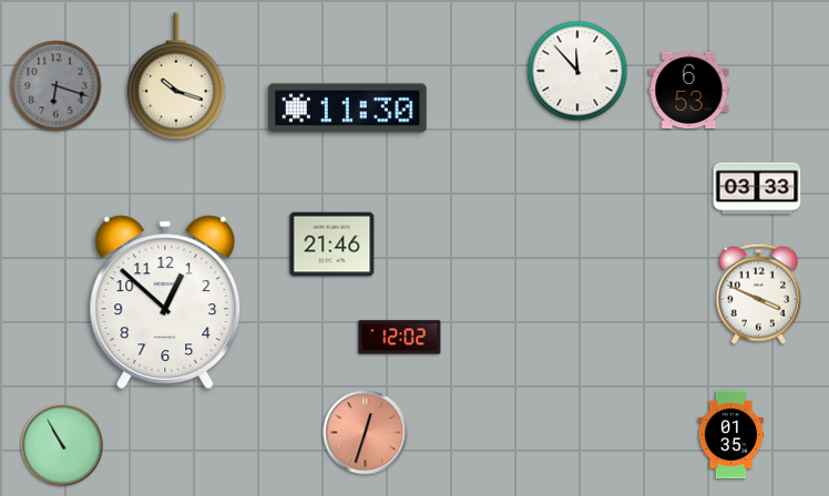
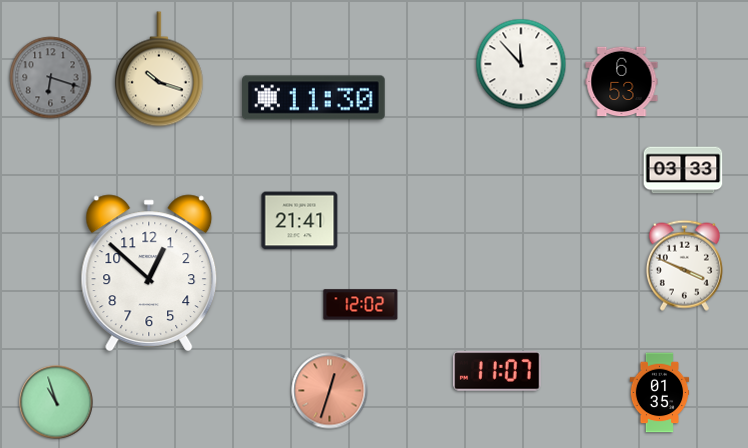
clock at (332, 245): 21:46 -> 21:41
clock at (497, 371): none -> 11:07
clock at (62, 445): 10:55 -> 10:57
